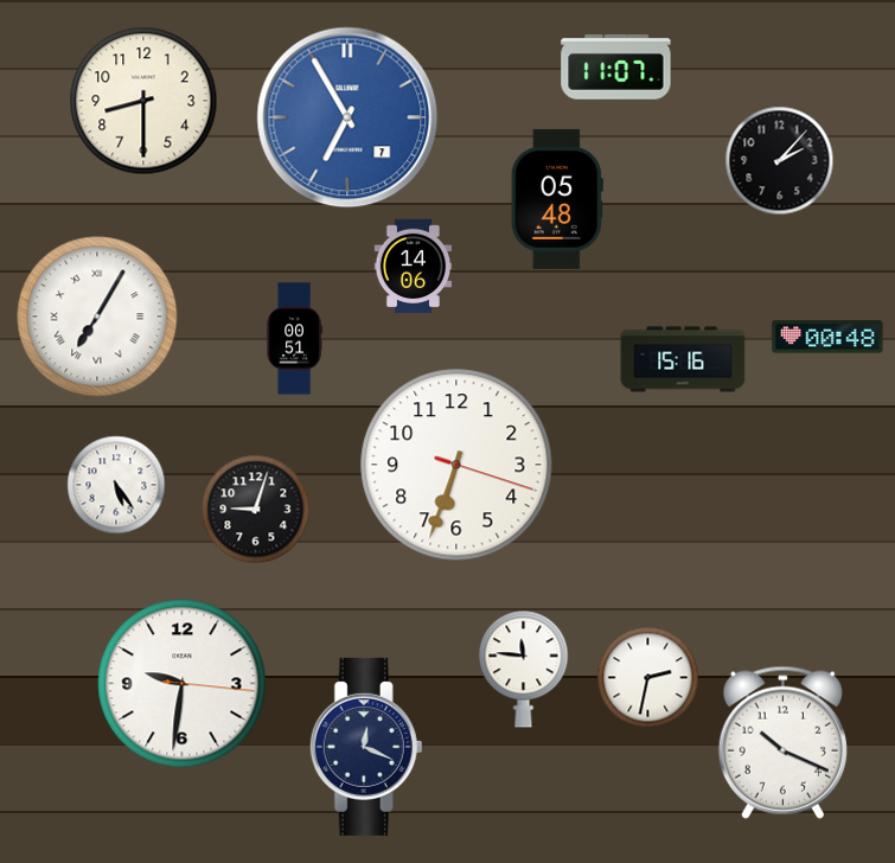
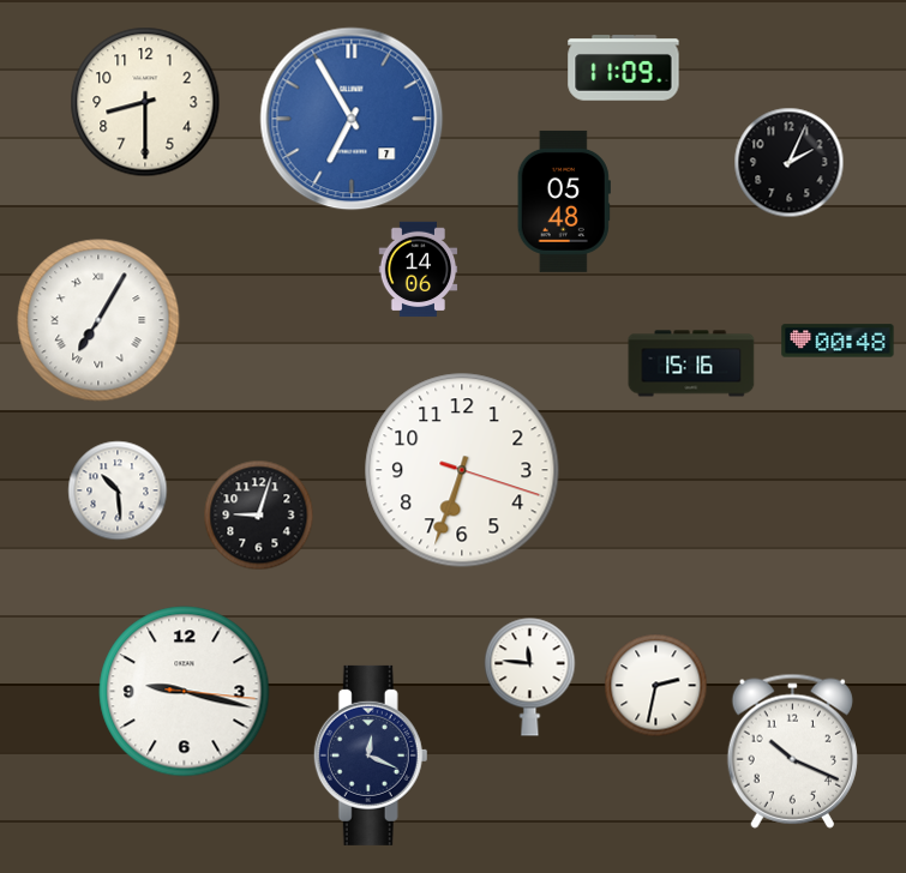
clock at (616, 68): 11:07 -> 11:09
clock at (780, 161): 2:07 -> 2:04
clock at (294, 339): 00:51 -> none
clock at (116, 485): 5:24 -> 10:29
clock at (183, 684): 9:31 -> 9:17
